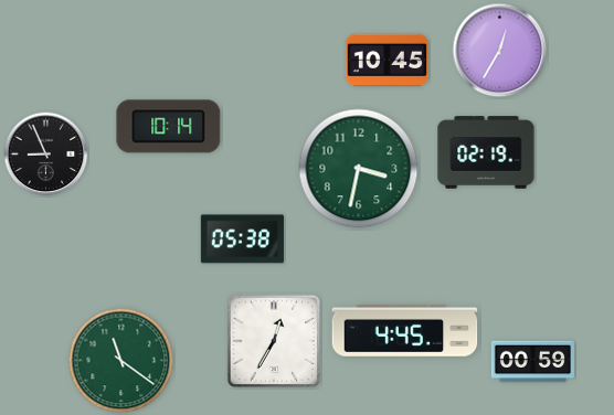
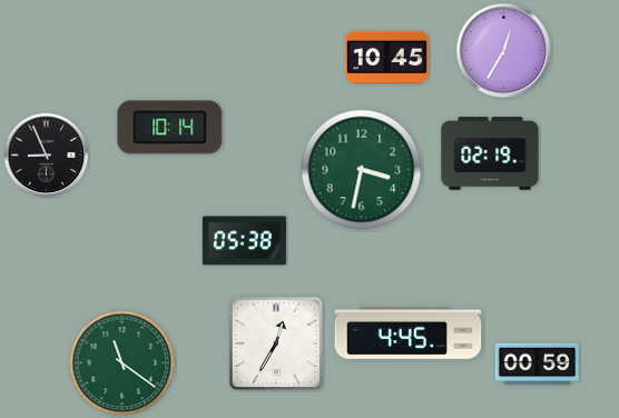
clock at (387, 61) position: (387, 61) -> (386, 58)
